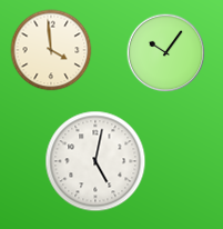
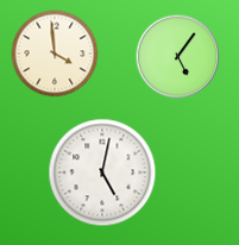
clock at (166, 53): 10:06 -> 5:06
